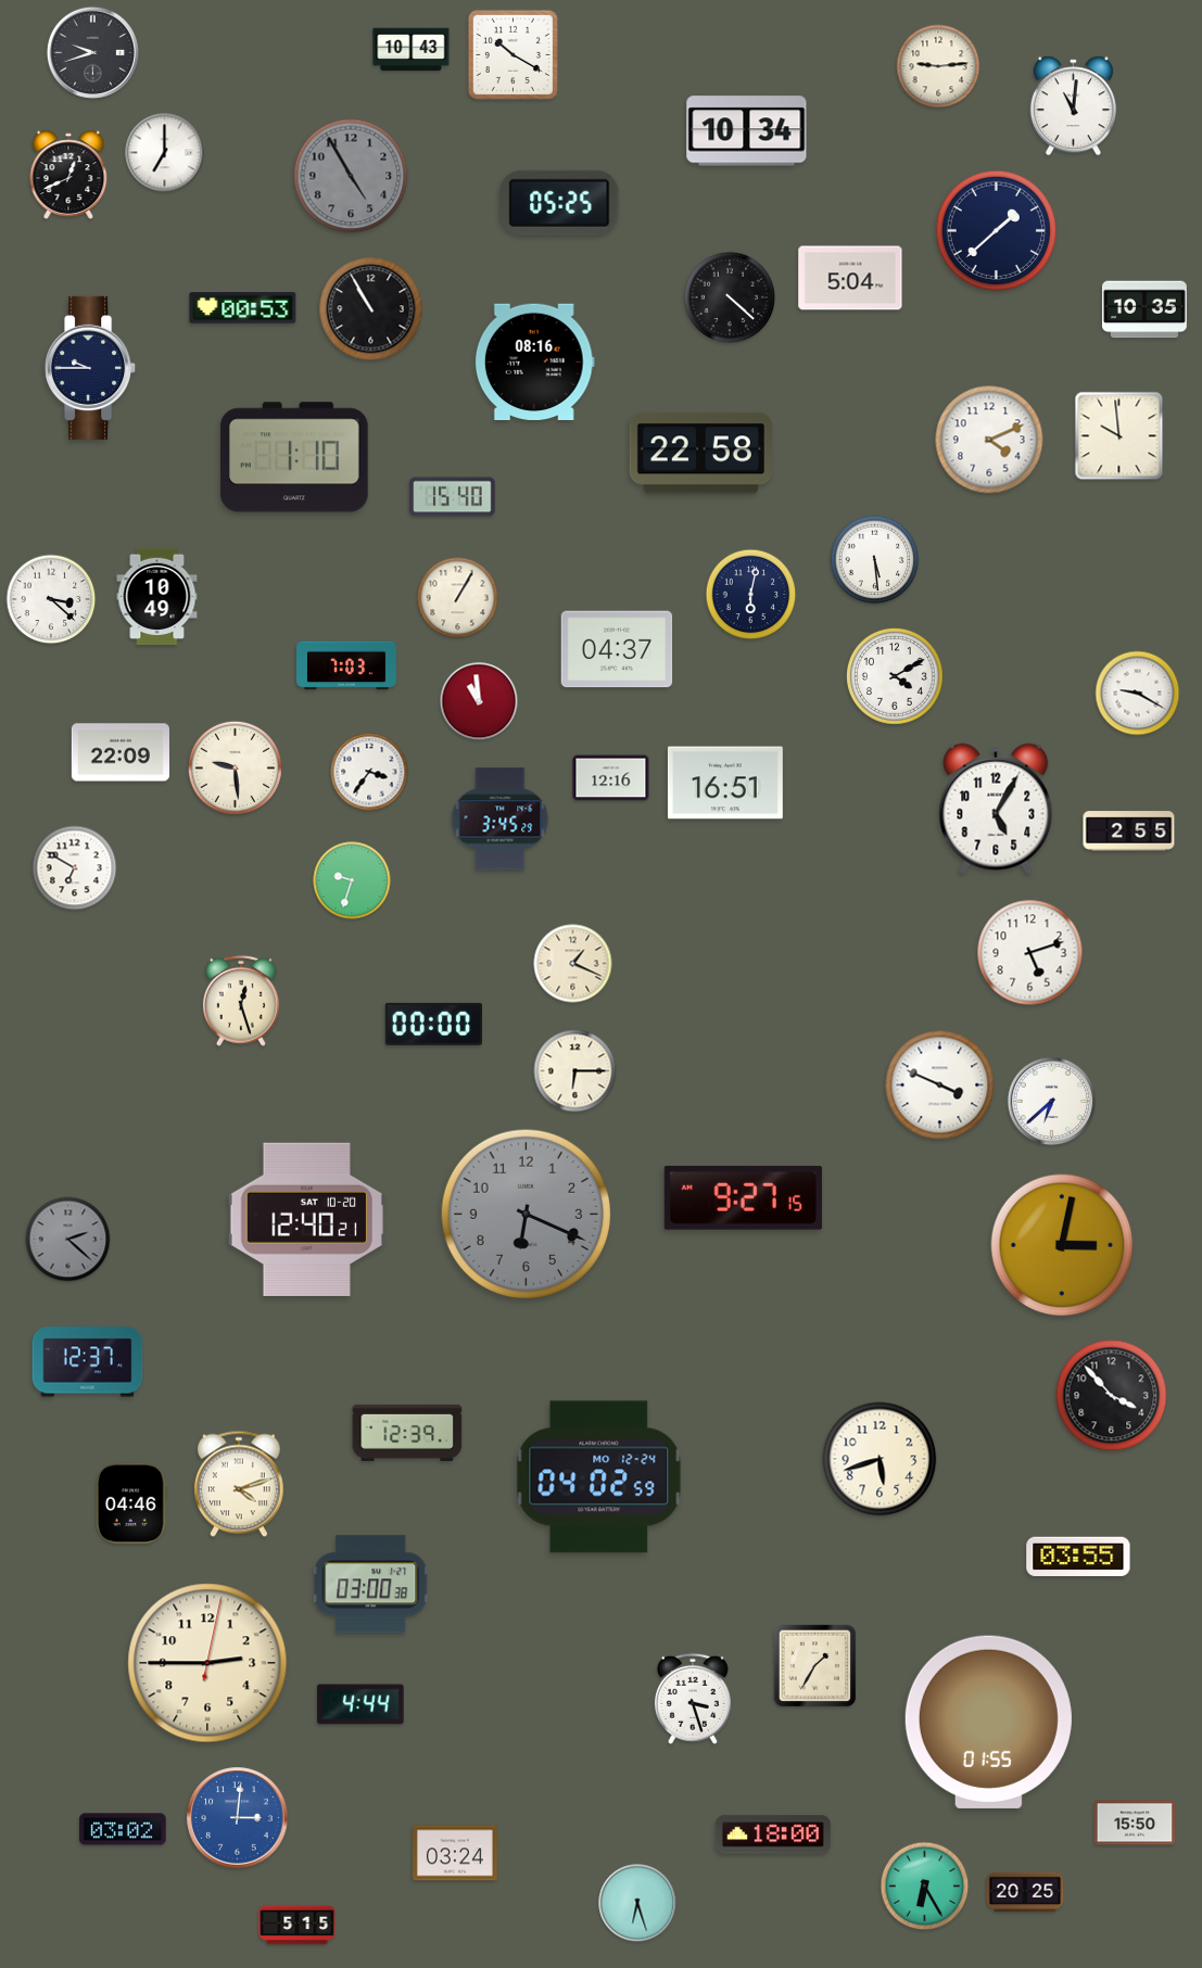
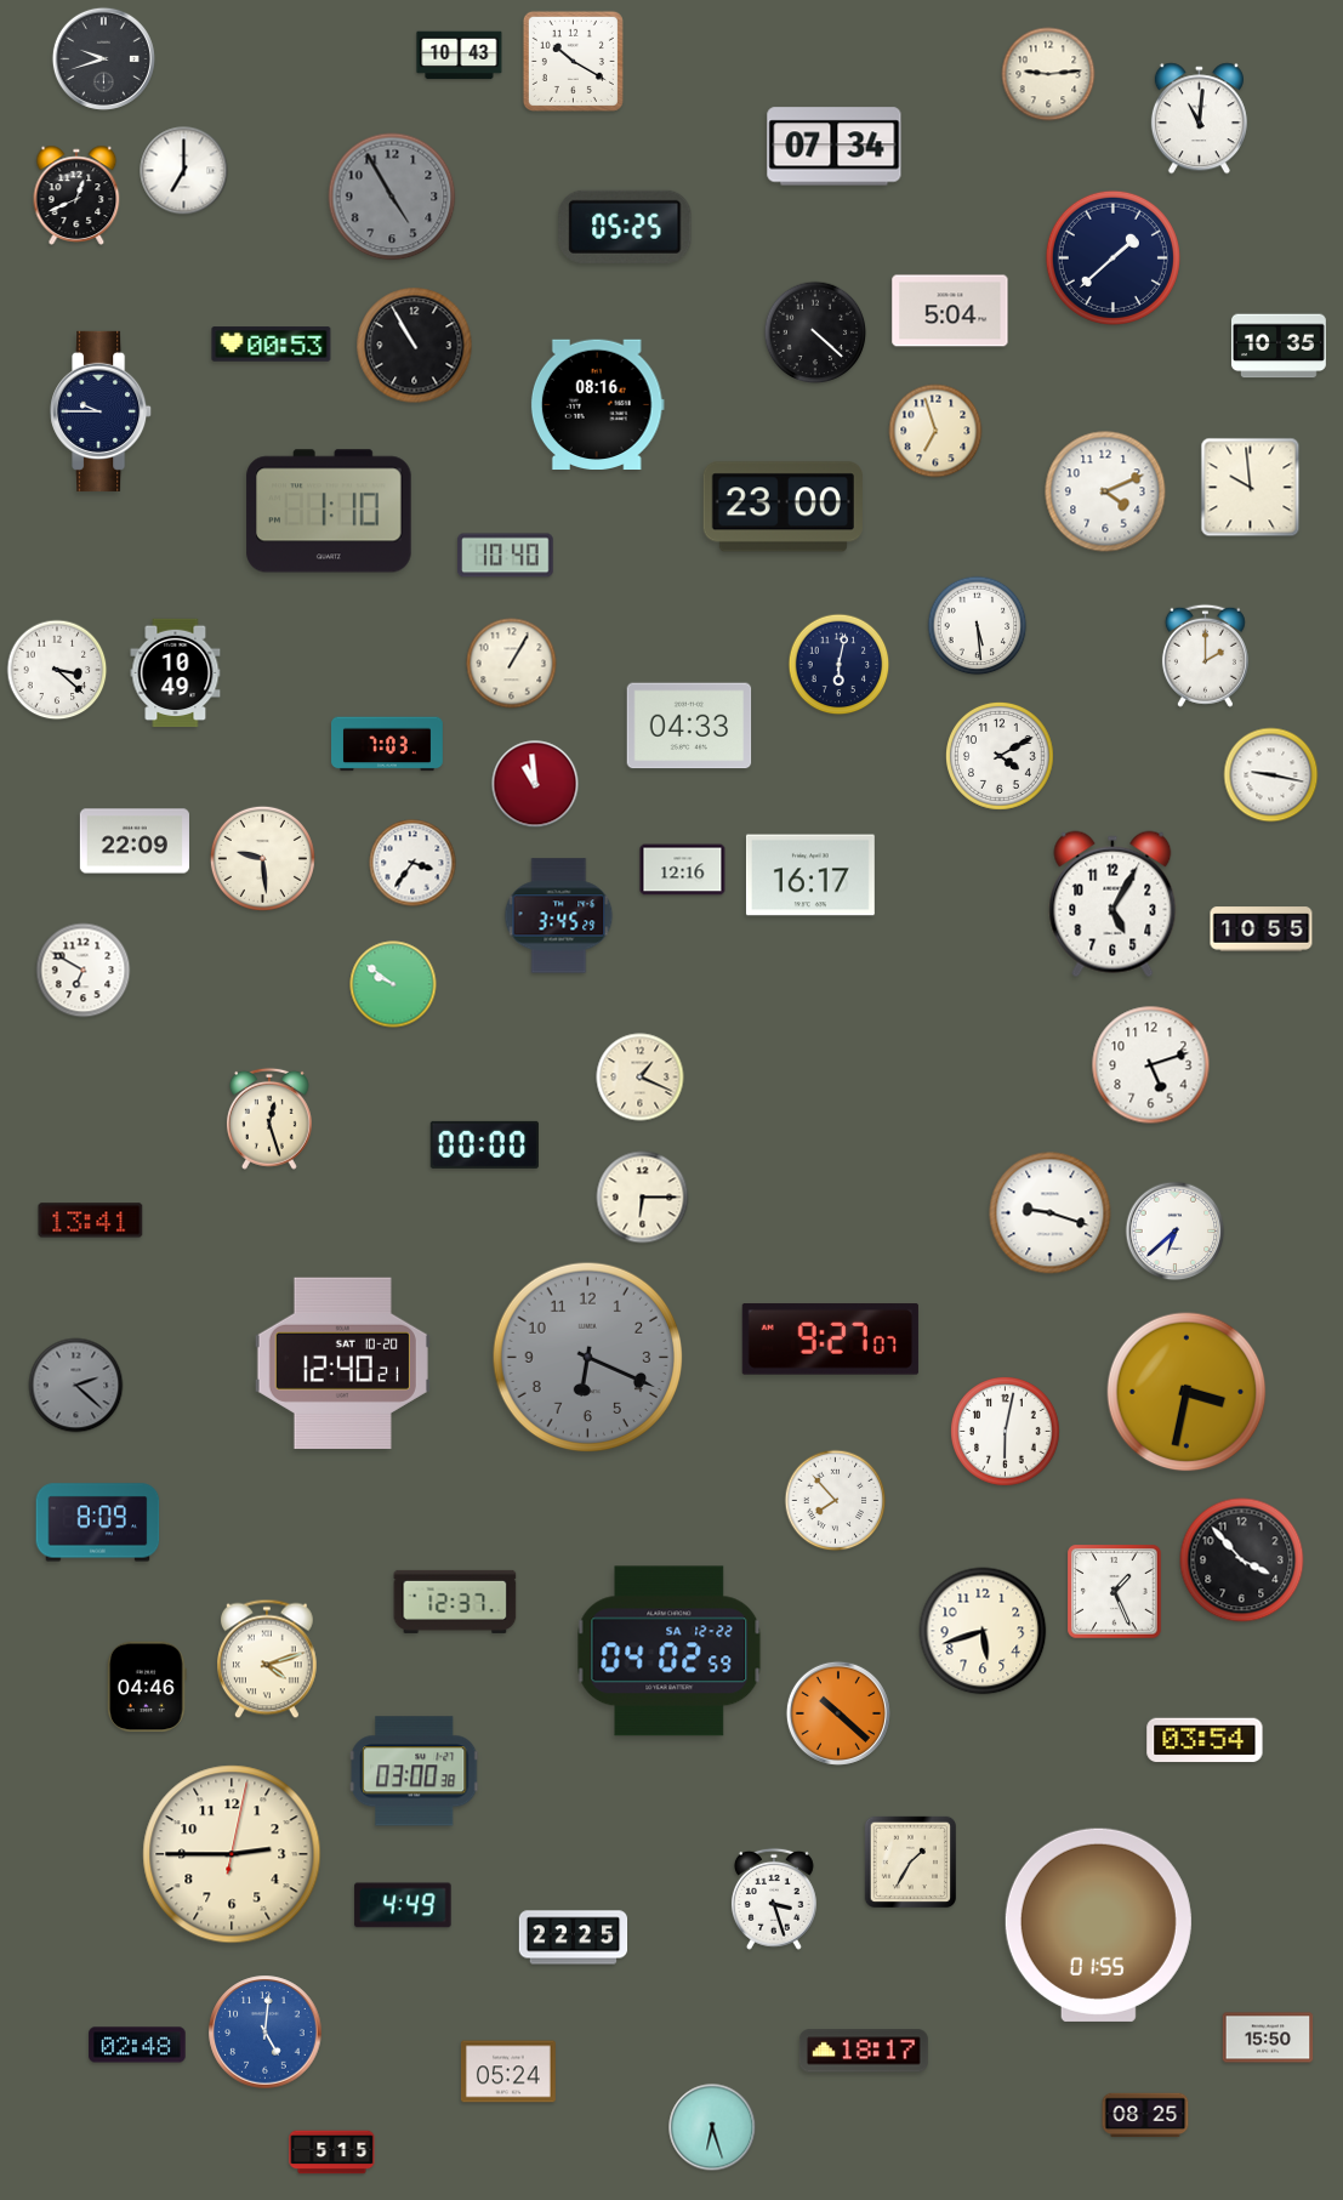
clock at (747, 131): 10:34 -> 07:34
clock at (935, 431): none -> 6:57
clock at (700, 454): 22:58 -> 23:00
clock at (453, 497): 15:40 -> 10:40
clock at (1205, 655): none -> 2:00
clock at (157, 597) position: (157, 597) -> (176, 673)
clock at (458, 598) position: (458, 598) -> (512, 664)
clock at (617, 649): 04:37 -> 04:33
clock at (1138, 694): 9:20 -> 9:17
clock at (725, 783): 16:51 -> 16:17
clock at (1129, 831): 2:55 -> 10:55
clock at (352, 880): 9:33 -> 9:51
clock at (940, 1085): 3:49 -> 9:18
clock at (91, 1221): none -> 13:41
clock at (743, 1198): 9:27:15 -> 9:27:07
clock at (1062, 1245): 3:02 -> 3:32
clock at (1006, 1432): none -> 6:02
clock at (836, 1501): none -> 7:53
clock at (88, 1362): 12:37 -> 8:09
clock at (1115, 1592): none -> 1:26
clock at (407, 1433): 12:39 -> 12:37
clock at (599, 1477) date: MO 12-24 -> SA 12-22
clock at (131, 1503) position: (131, 1503) -> (147, 1687)
clock at (838, 1713): none -> 10:22
clock at (1078, 1557): 03:55 -> 03:54
clock at (207, 1663) position: (207, 1663) -> (232, 1854)
clock at (360, 1704): 4:44 -> 4:49
clock at (988, 1722) position: (988, 1722) -> (1098, 1925)
clock at (574, 1938): none -> 22:25
clock at (238, 1818): 3:01 -> 5:01
clock at (123, 1829): 03:02 -> 02:48
clock at (773, 1834): 18:00 -> 18:17
clock at (455, 1853): 03:24 -> 05:24
clock at (925, 1887): 6:25 -> none
clock at (1025, 1892): 20:25 -> 08:25
